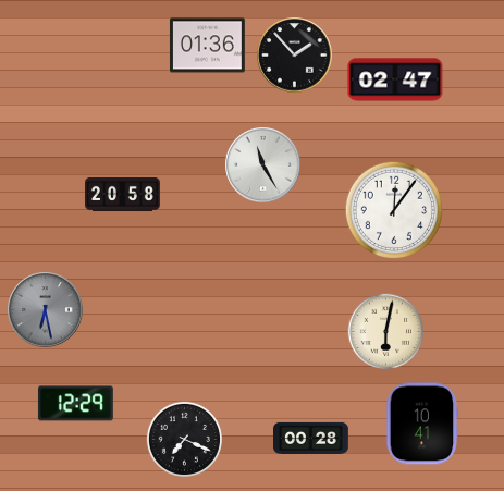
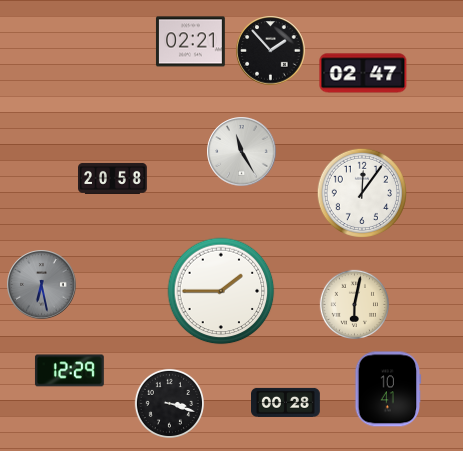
clock at (208, 46): 01:36 -> 02:21
clock at (221, 291): none -> 1:45
clock at (184, 439): 7:19 -> 3:18
